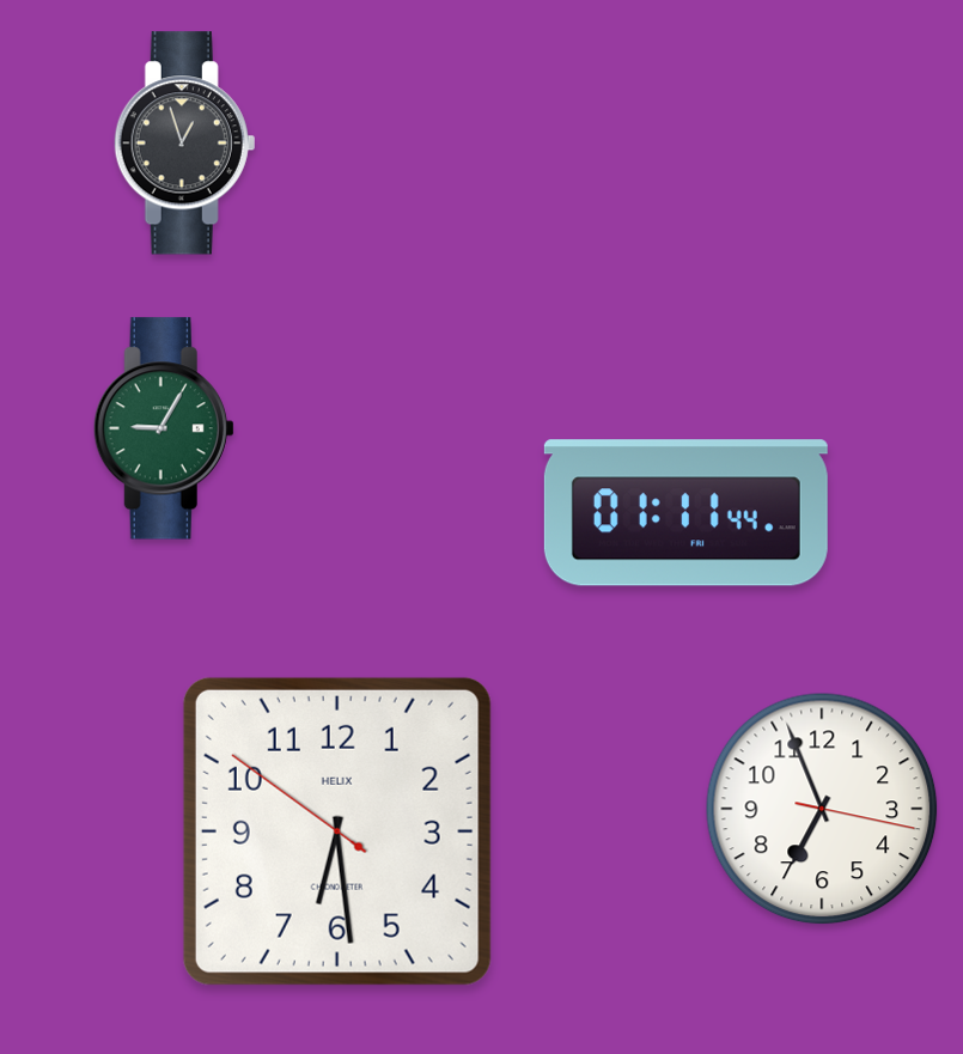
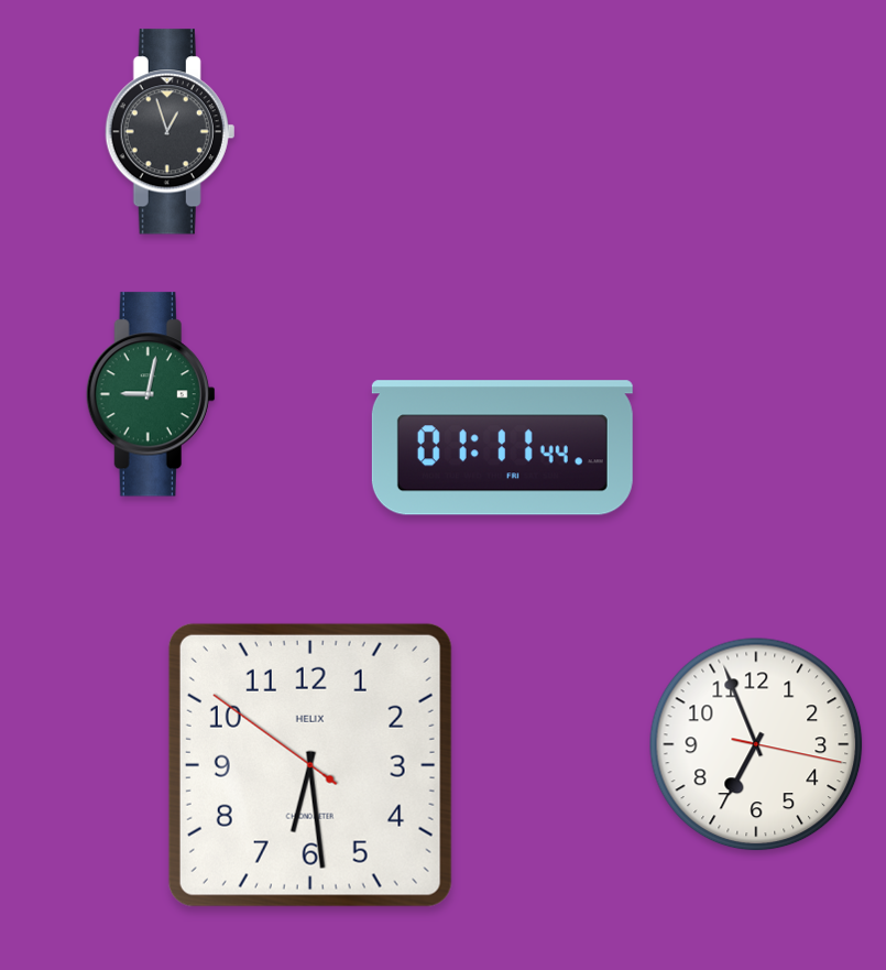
clock at (164, 428): 9:05 -> 9:02
clock at (685, 513) position: (685, 513) -> (502, 448)
